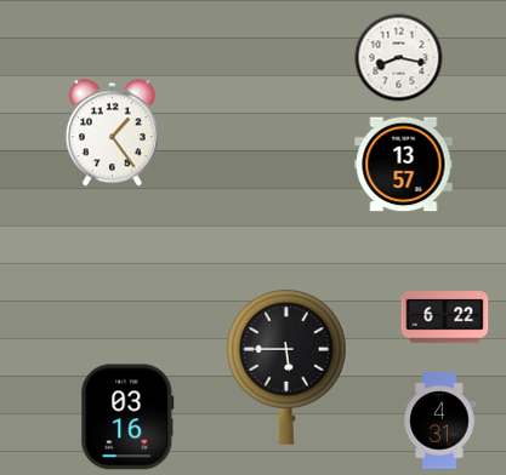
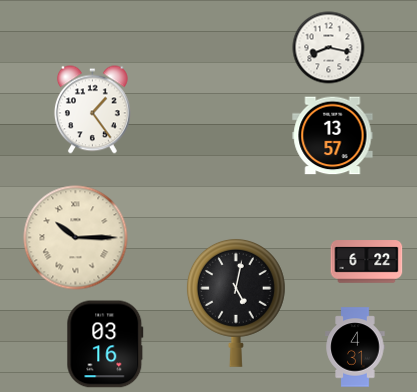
clock at (76, 238): none -> 10:15
clock at (286, 366): 5:45 -> 5:02
clock at (439, 420) position: (439, 420) -> (355, 347)
